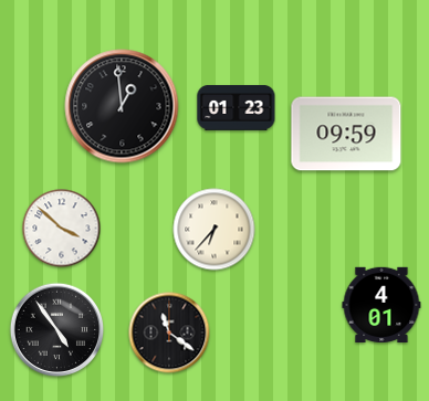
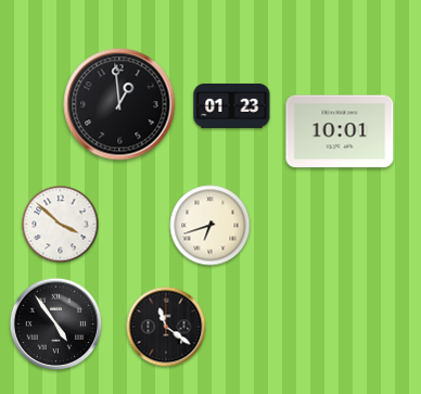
clock at (346, 134): 09:59 -> 10:01
clock at (214, 230): 6:37 -> 6:42
clock at (381, 305): 4:01 -> none
